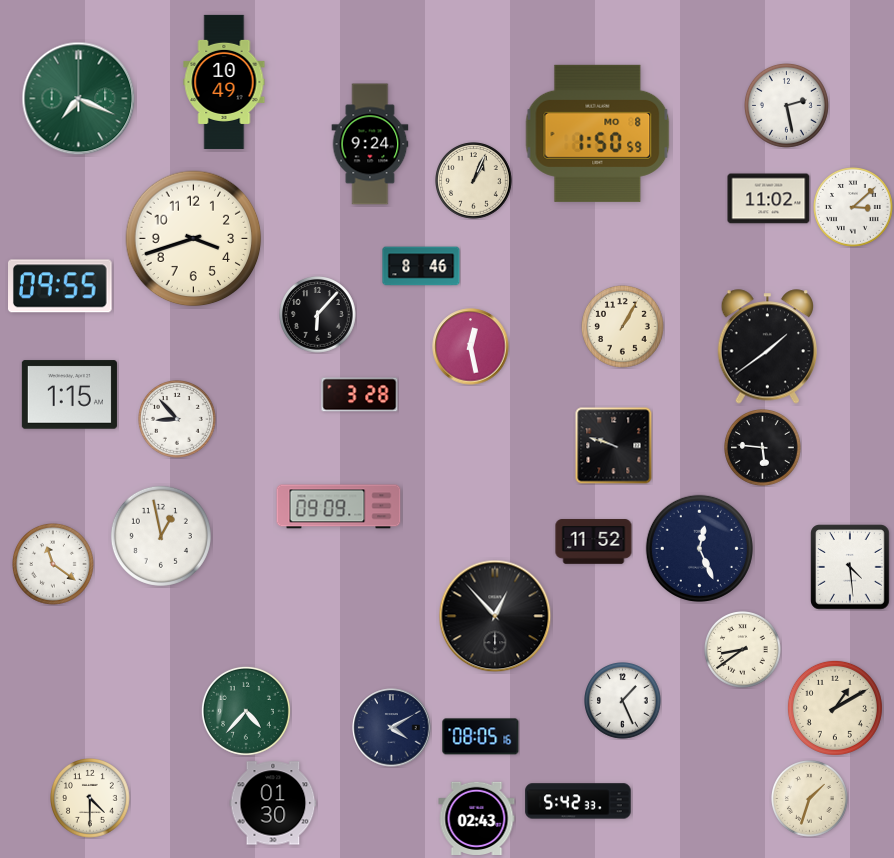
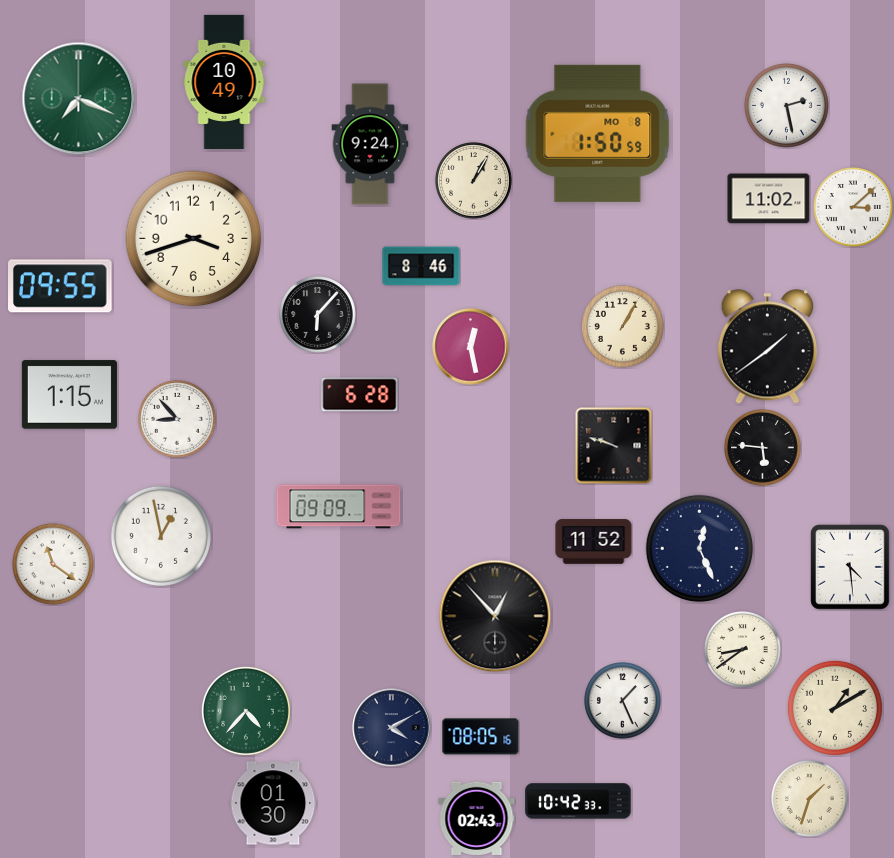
clock at (474, 181): 1:04 -> 1:05
clock at (360, 395): 3:28 -> 6:28
clock at (91, 799): 4:30 -> none
clock at (578, 801): 5:42 -> 10:42
